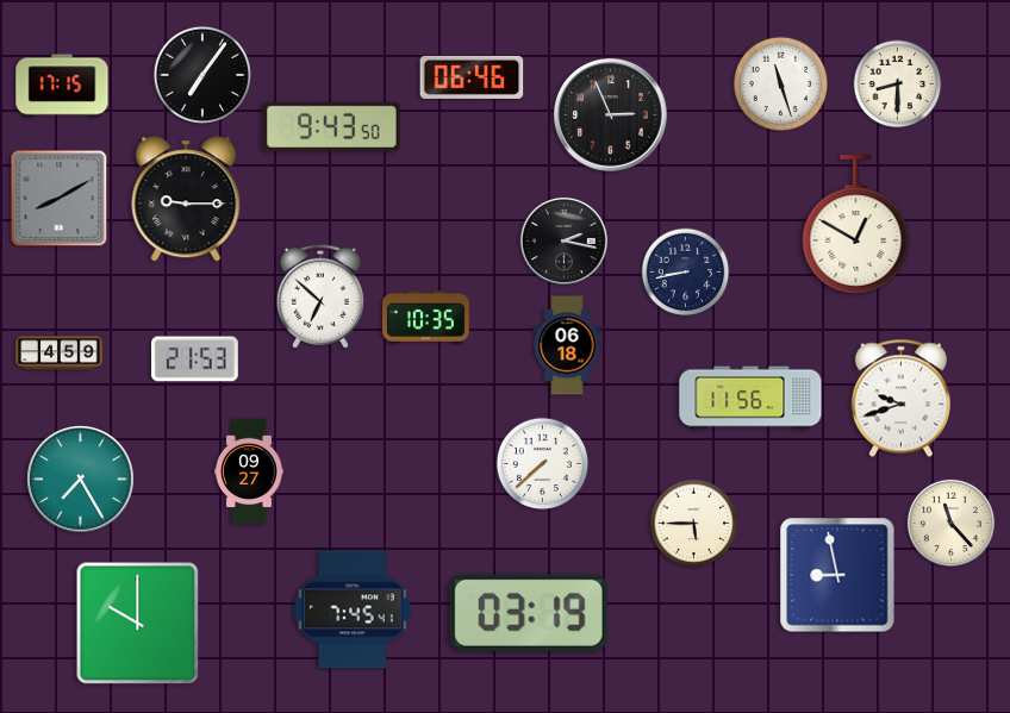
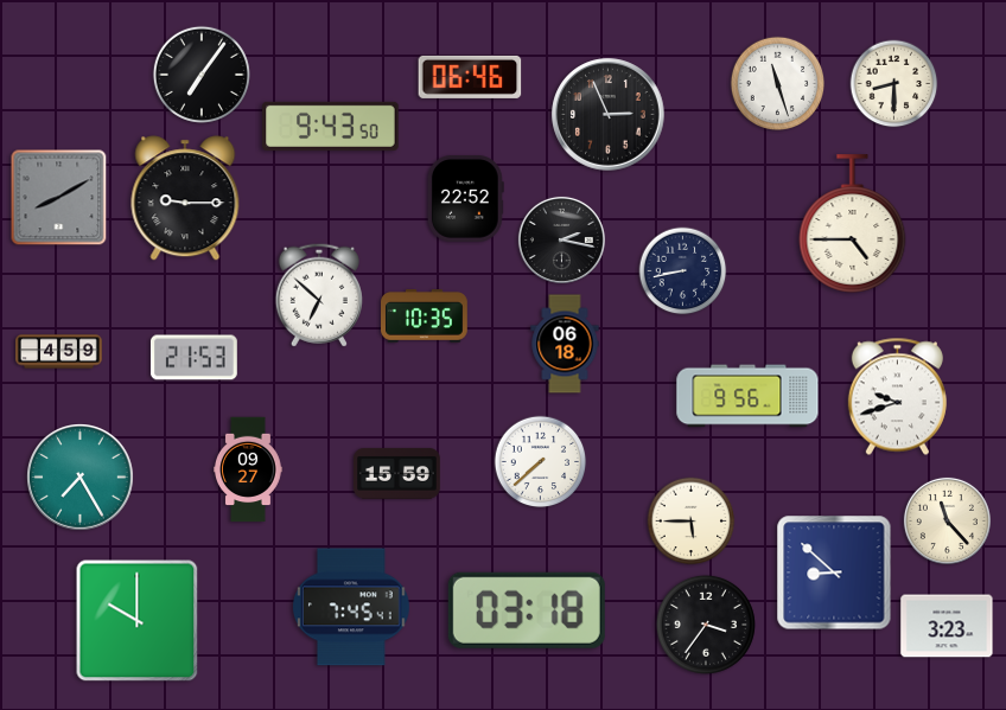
clock at (62, 86): 17:15 -> none
clock at (465, 198): none -> 22:52
clock at (856, 225): 12:50 -> 4:45
clock at (750, 398): 11:56 -> 9:56
clock at (397, 473): none -> 15:59
clock at (837, 575): 8:58 -> 8:52
clock at (529, 613): 03:19 -> 03:18
clock at (706, 625): none -> 3:36
clock at (947, 626): none -> 3:23
